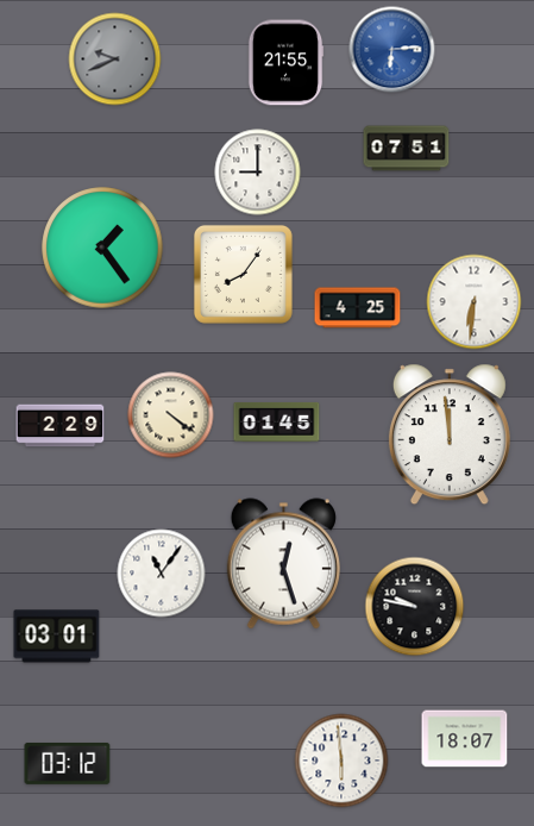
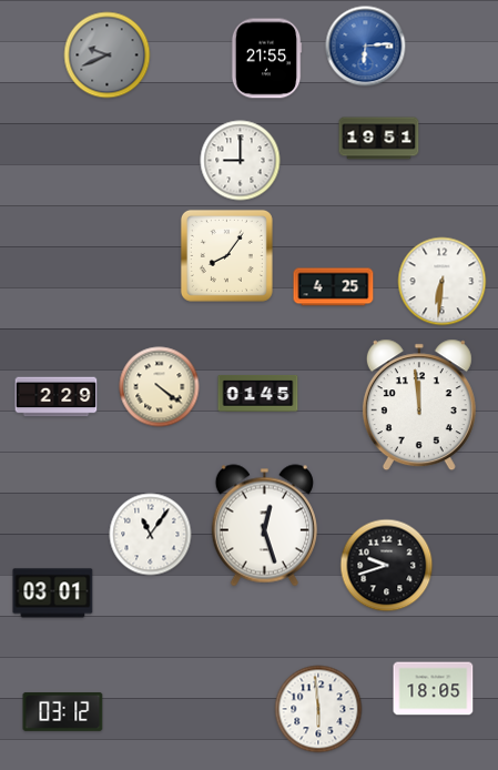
clock at (407, 149): 07:51 -> 19:51
clock at (102, 248): 1:24 -> none
clock at (415, 607): 9:47 -> 9:42
clock at (465, 739): 18:07 -> 18:05
